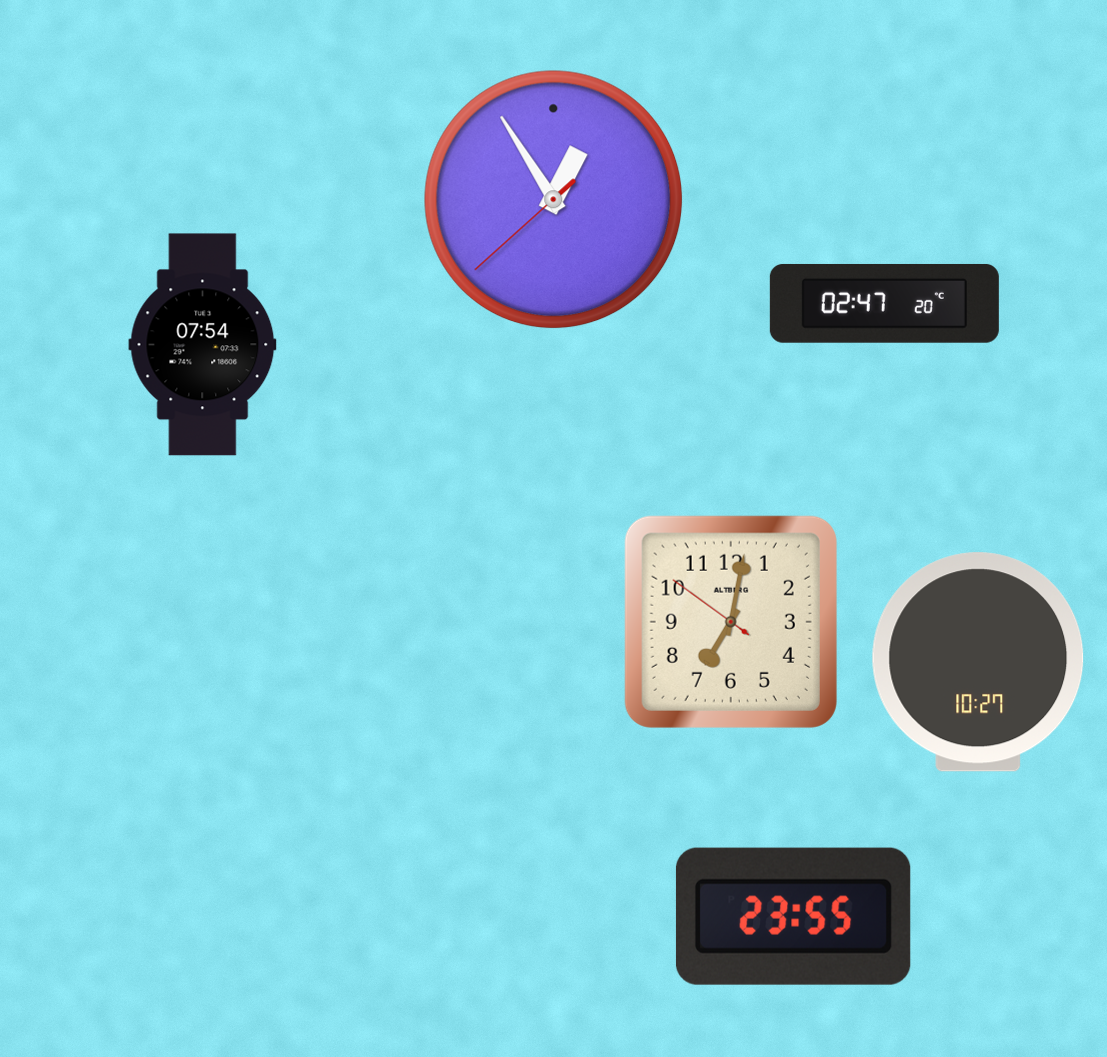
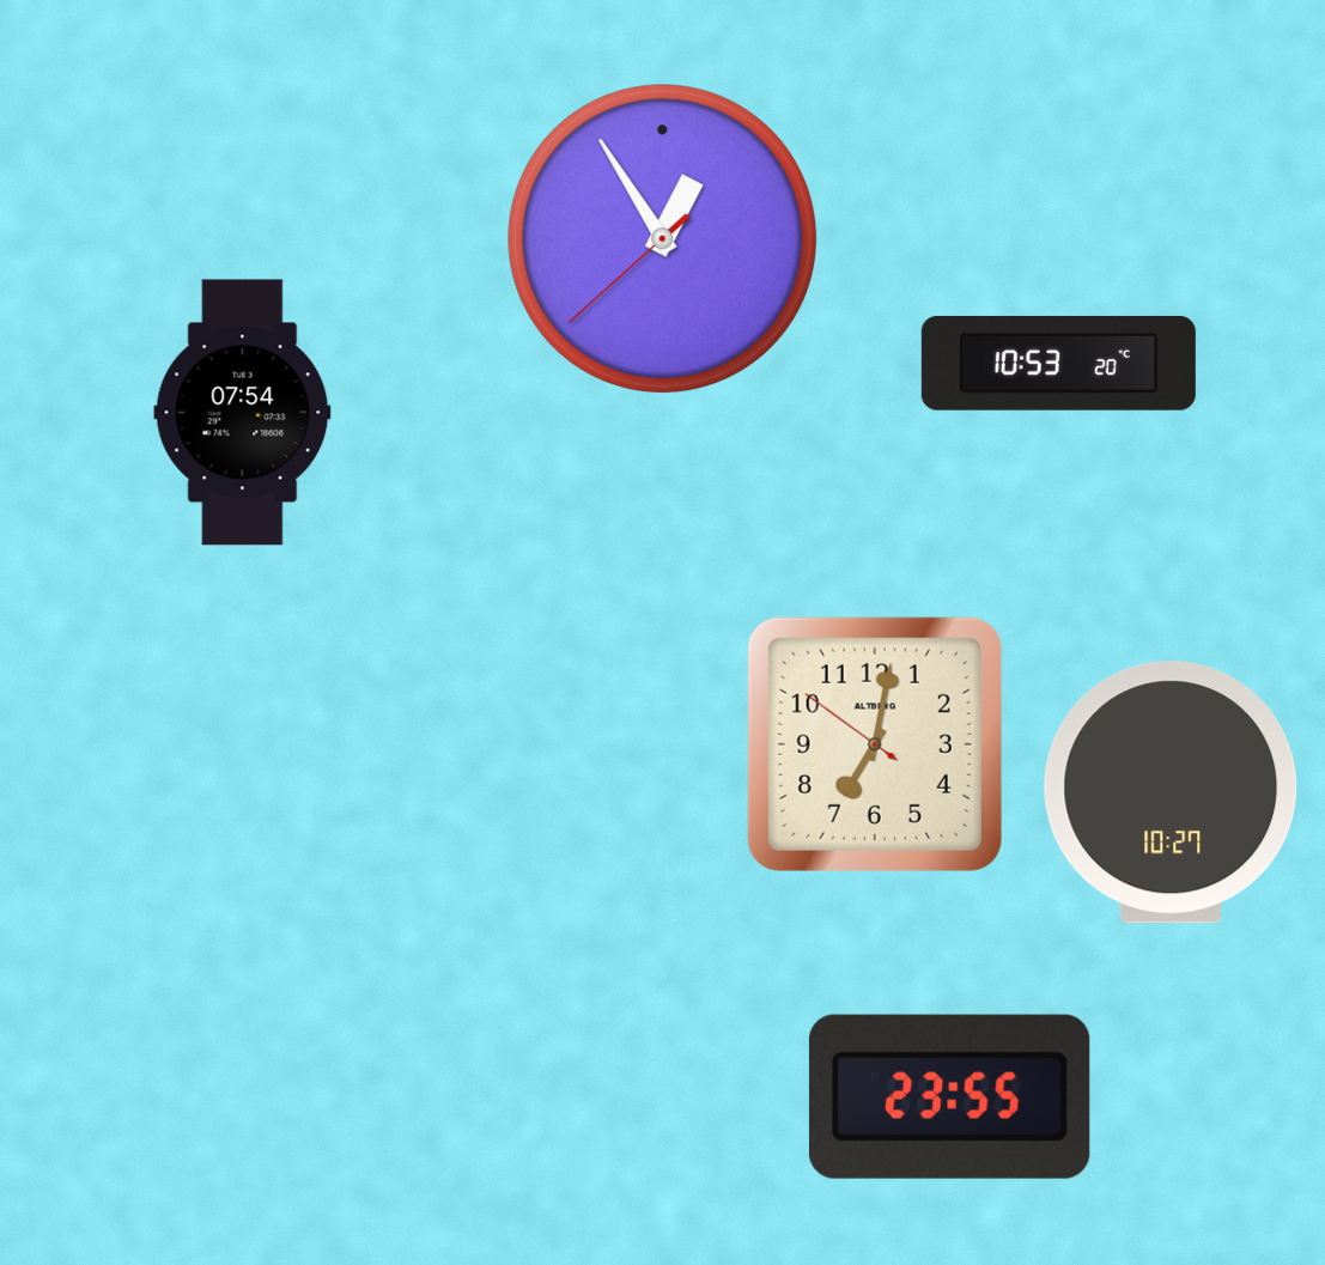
clock at (884, 303): 02:47 -> 10:53
